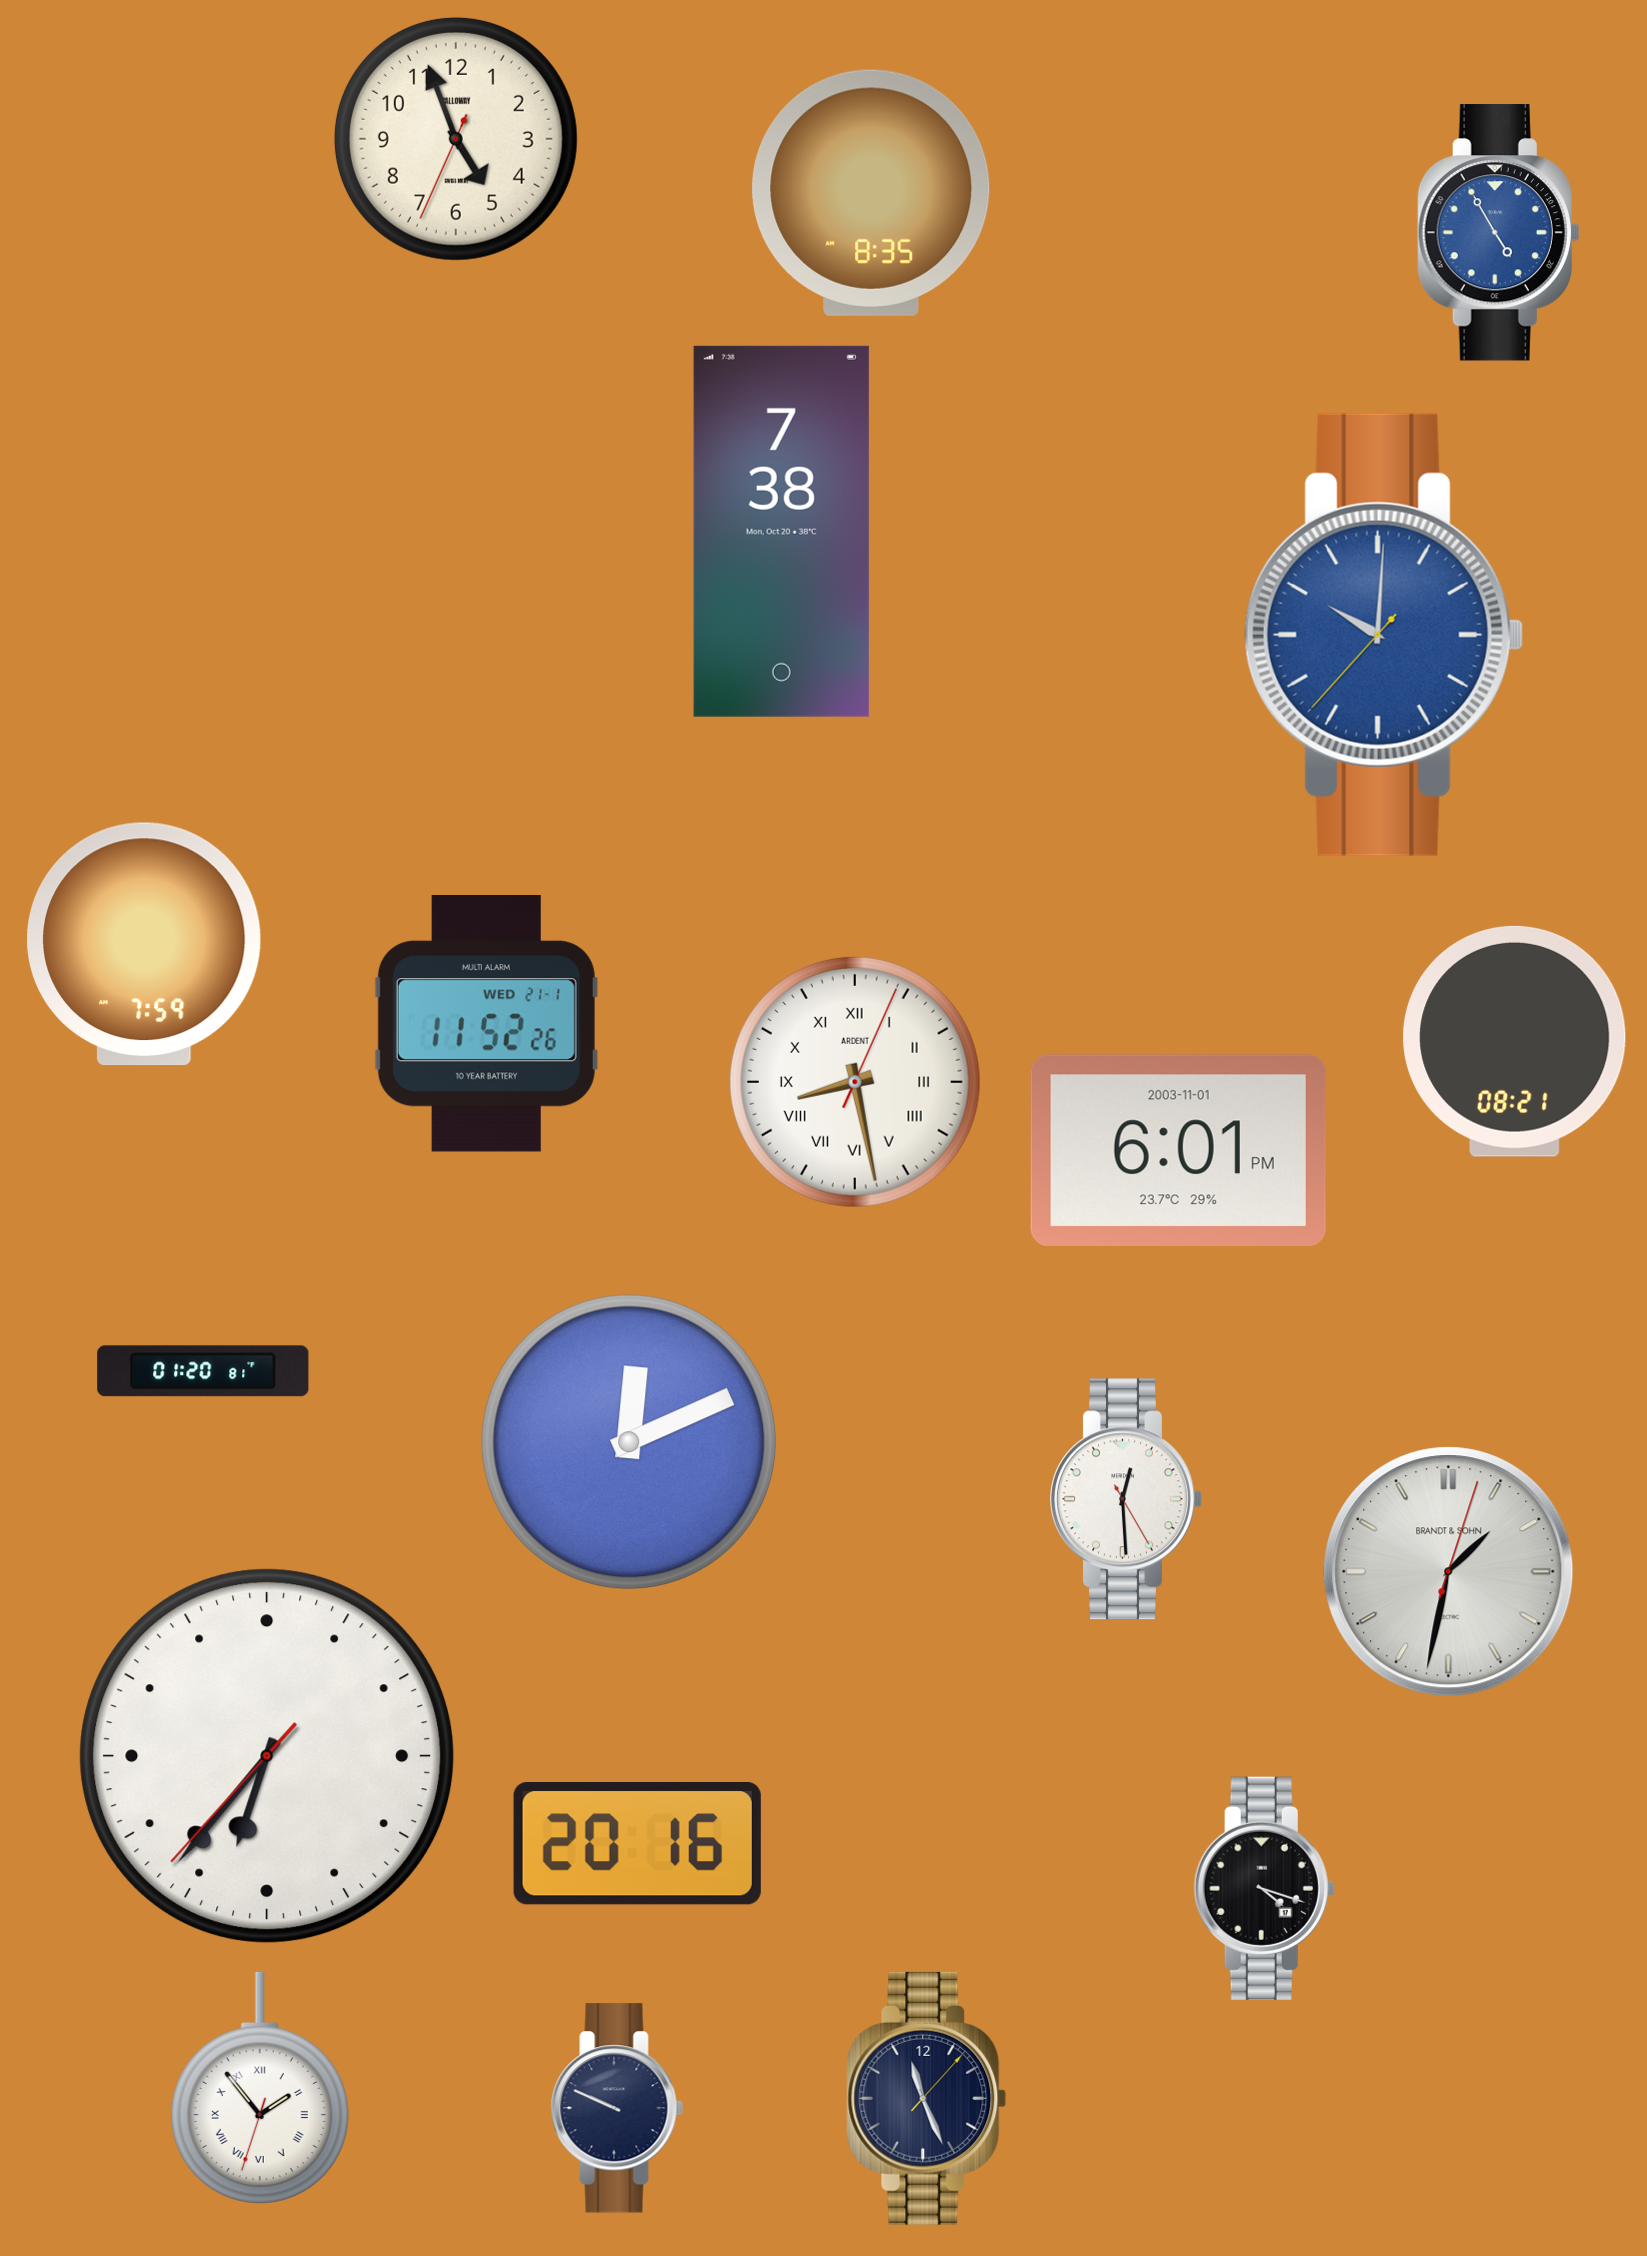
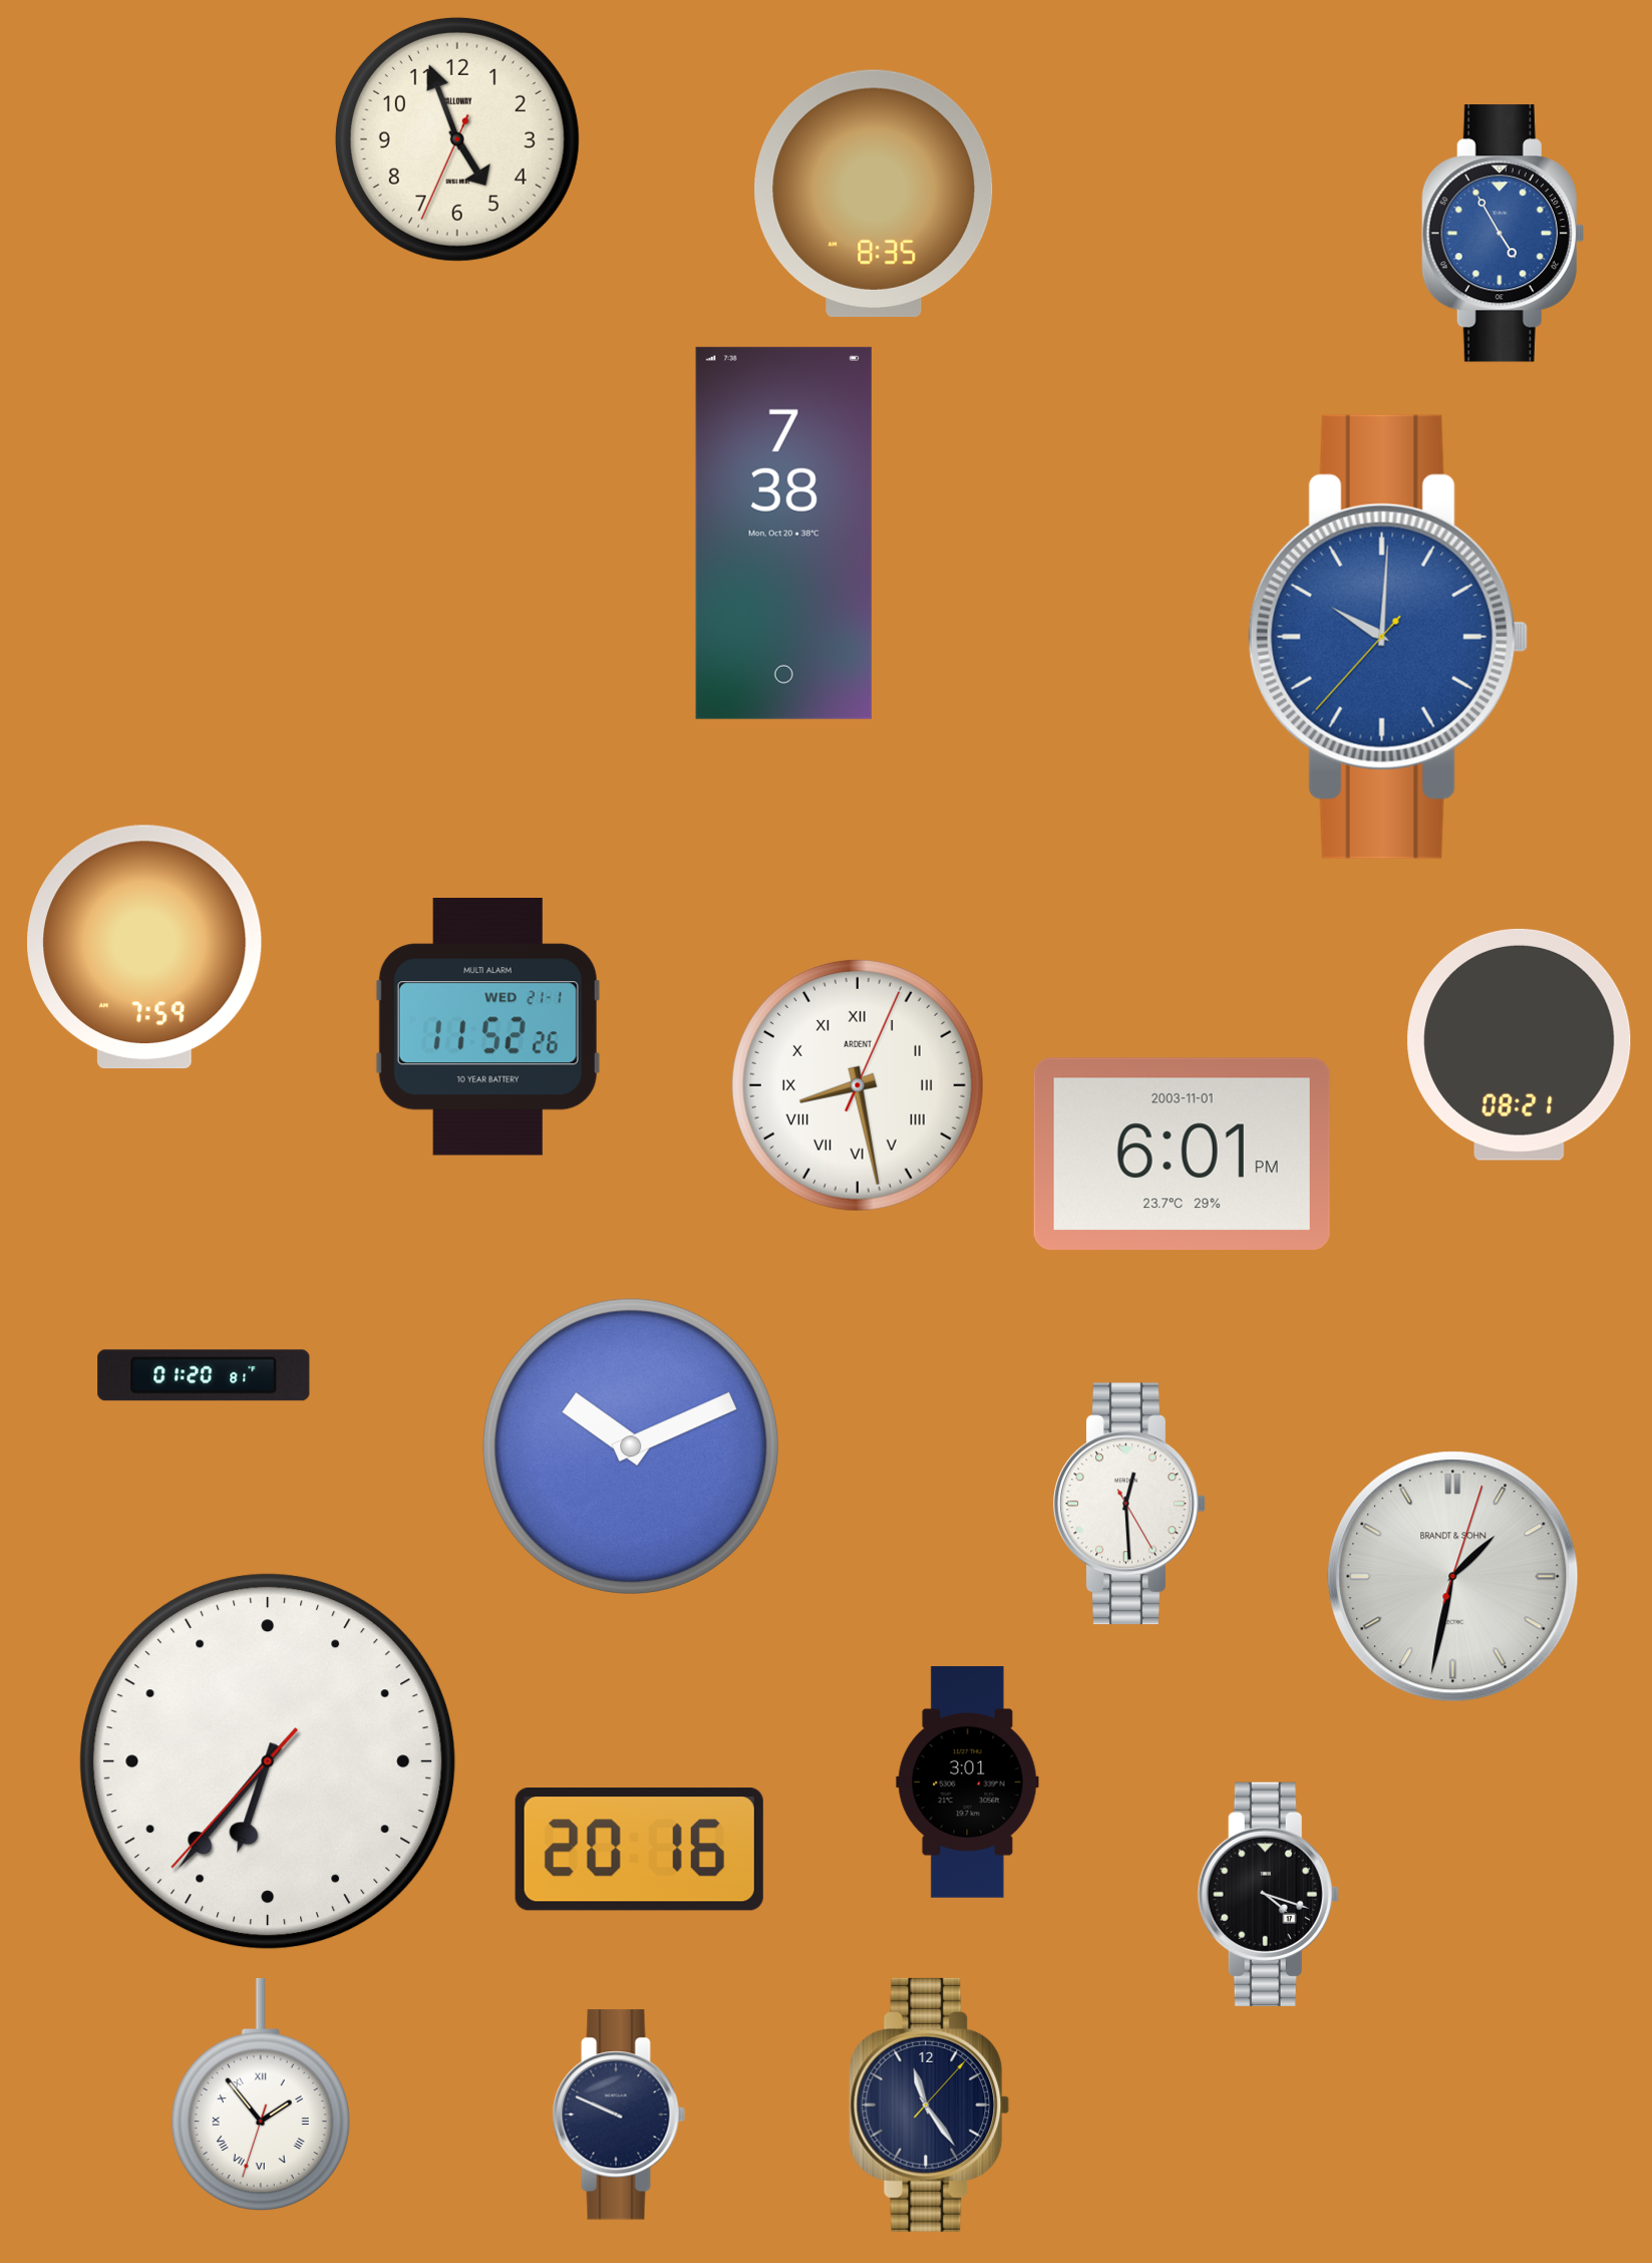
clock at (628, 1441): 12:11 -> 10:11
clock at (968, 1783): none -> 3:01
clock at (927, 2098): 11:26 -> 11:24
